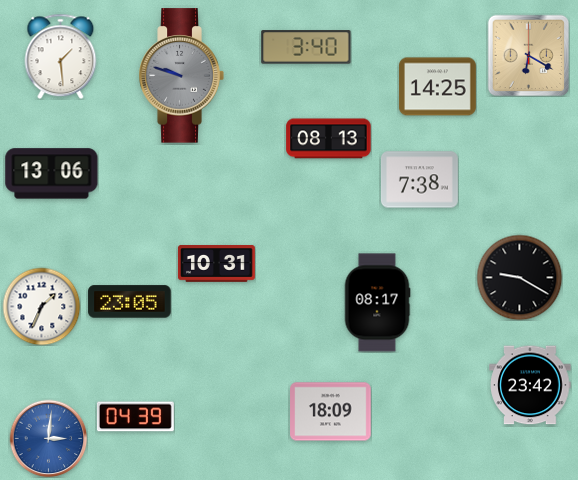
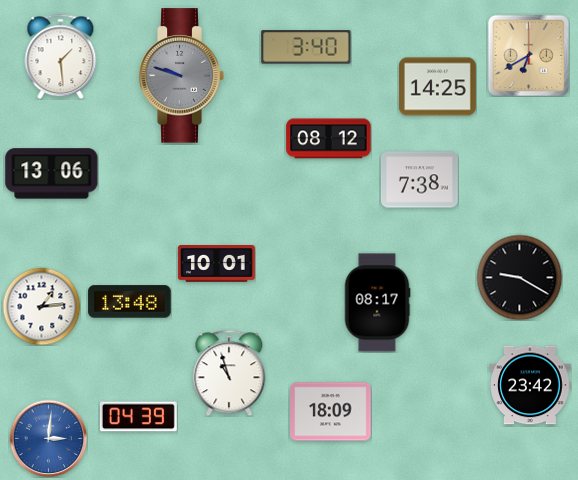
clock at (528, 55): 6:20 -> 6:40
clock at (329, 139): 08:13 -> 08:12
clock at (217, 264): 10:31 -> 10:01
clock at (130, 302): 23:05 -> 13:48
clock at (41, 306): 1:34 -> 1:14
clock at (229, 373): none -> 10:57
clock at (135, 417) position: (135, 417) -> (138, 417)
